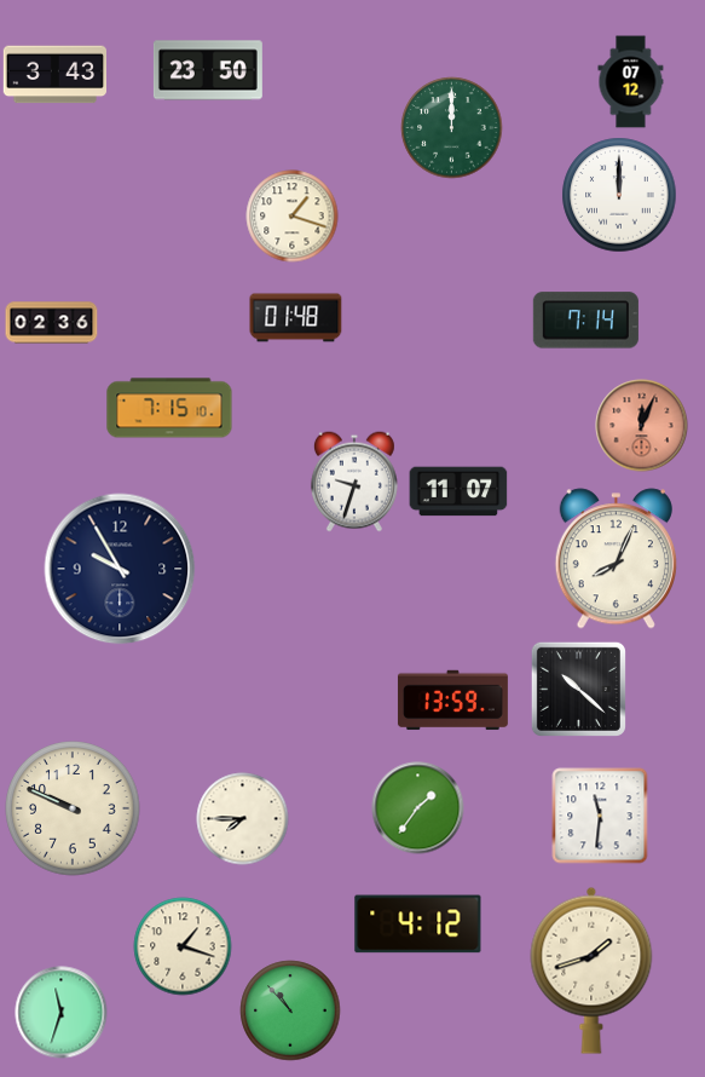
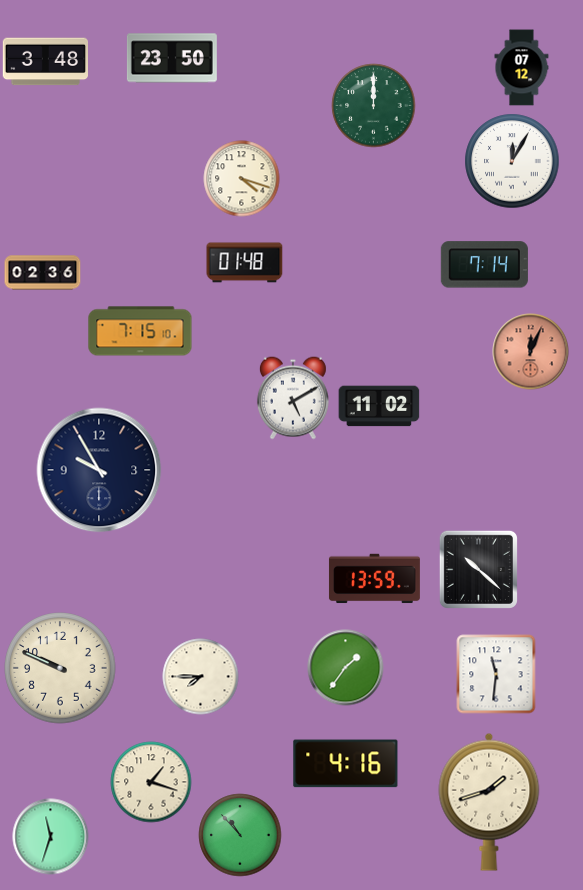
clock at (54, 75): 3:43 -> 3:48
clock at (619, 195): 12:00 -> 12:05
clock at (293, 217): 1:18 -> 4:18
clock at (52, 323) position: (52, 323) -> (43, 273)
clock at (169, 408) position: (169, 408) -> (140, 331)
clock at (354, 482): 9:33 -> 5:10
clock at (458, 491): 11:07 -> 11:02
clock at (616, 559): 8:04 -> none
clock at (418, 925): 4:12 -> 4:16
